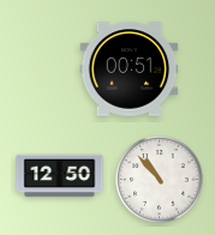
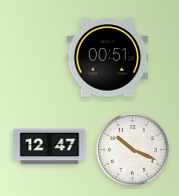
clock at (60, 176): 12:50 -> 12:47
clock at (160, 180): 10:53 -> 10:19
